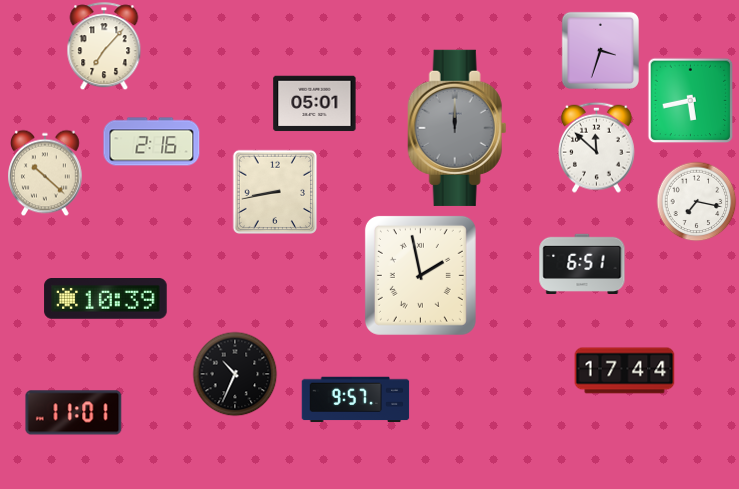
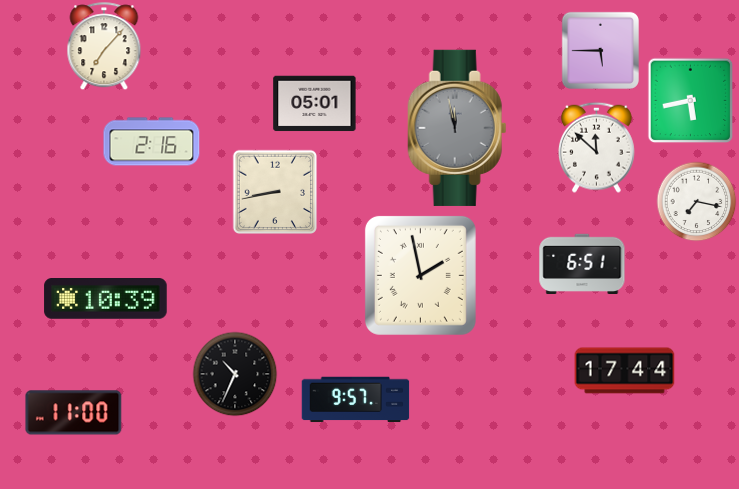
clock at (600, 50): 3:33 -> 5:45
clock at (457, 128): 12:00 -> 11:58
clock at (46, 173): 10:22 -> none
clock at (74, 413): 11:01 -> 11:00
